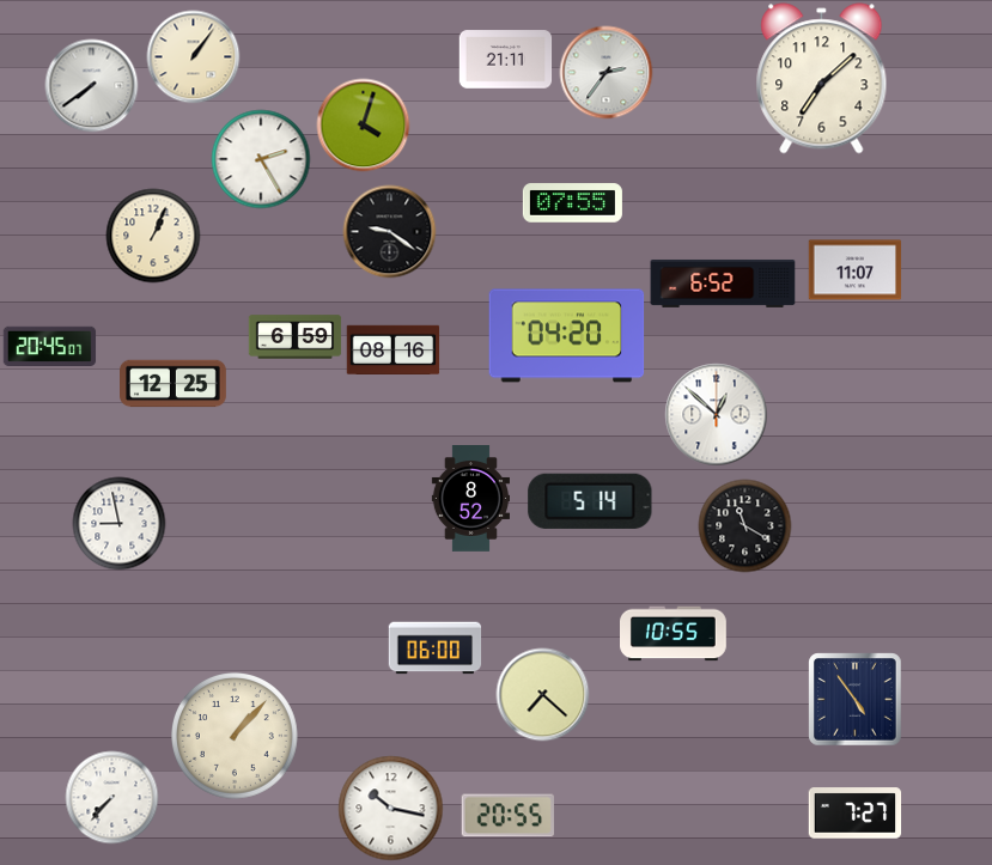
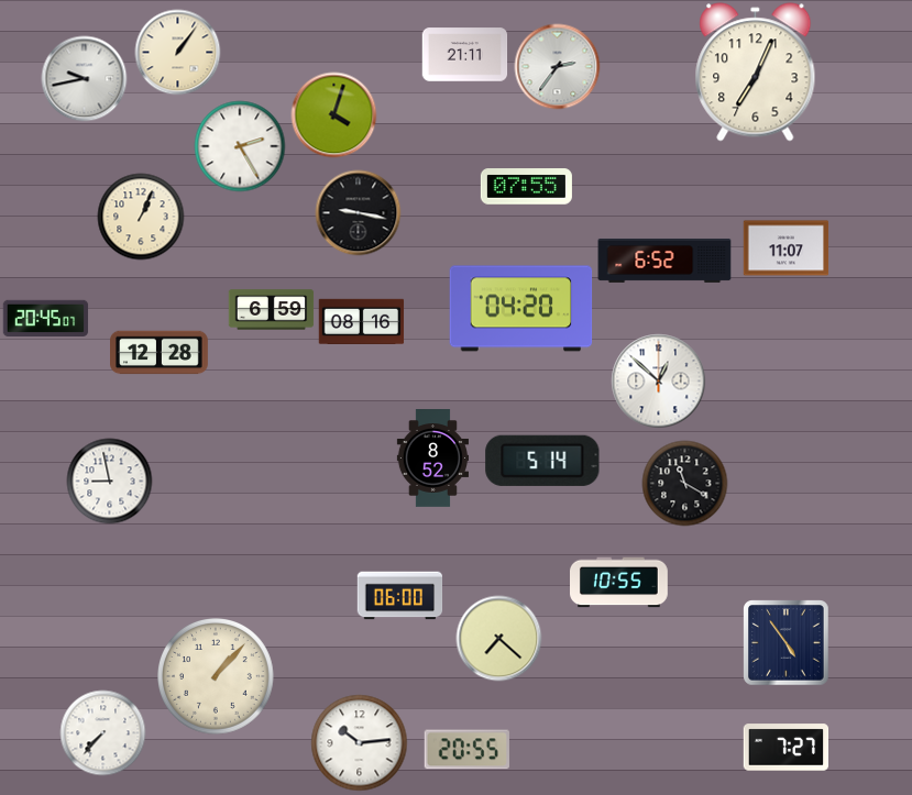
clock at (822, 79): 7:08 -> 7:04
clock at (91, 85): 7:39 -> 9:43
clock at (389, 231): 9:21 -> 9:17
clock at (174, 384): 12:25 -> 12:28
clock at (390, 808): 10:17 -> 10:14
